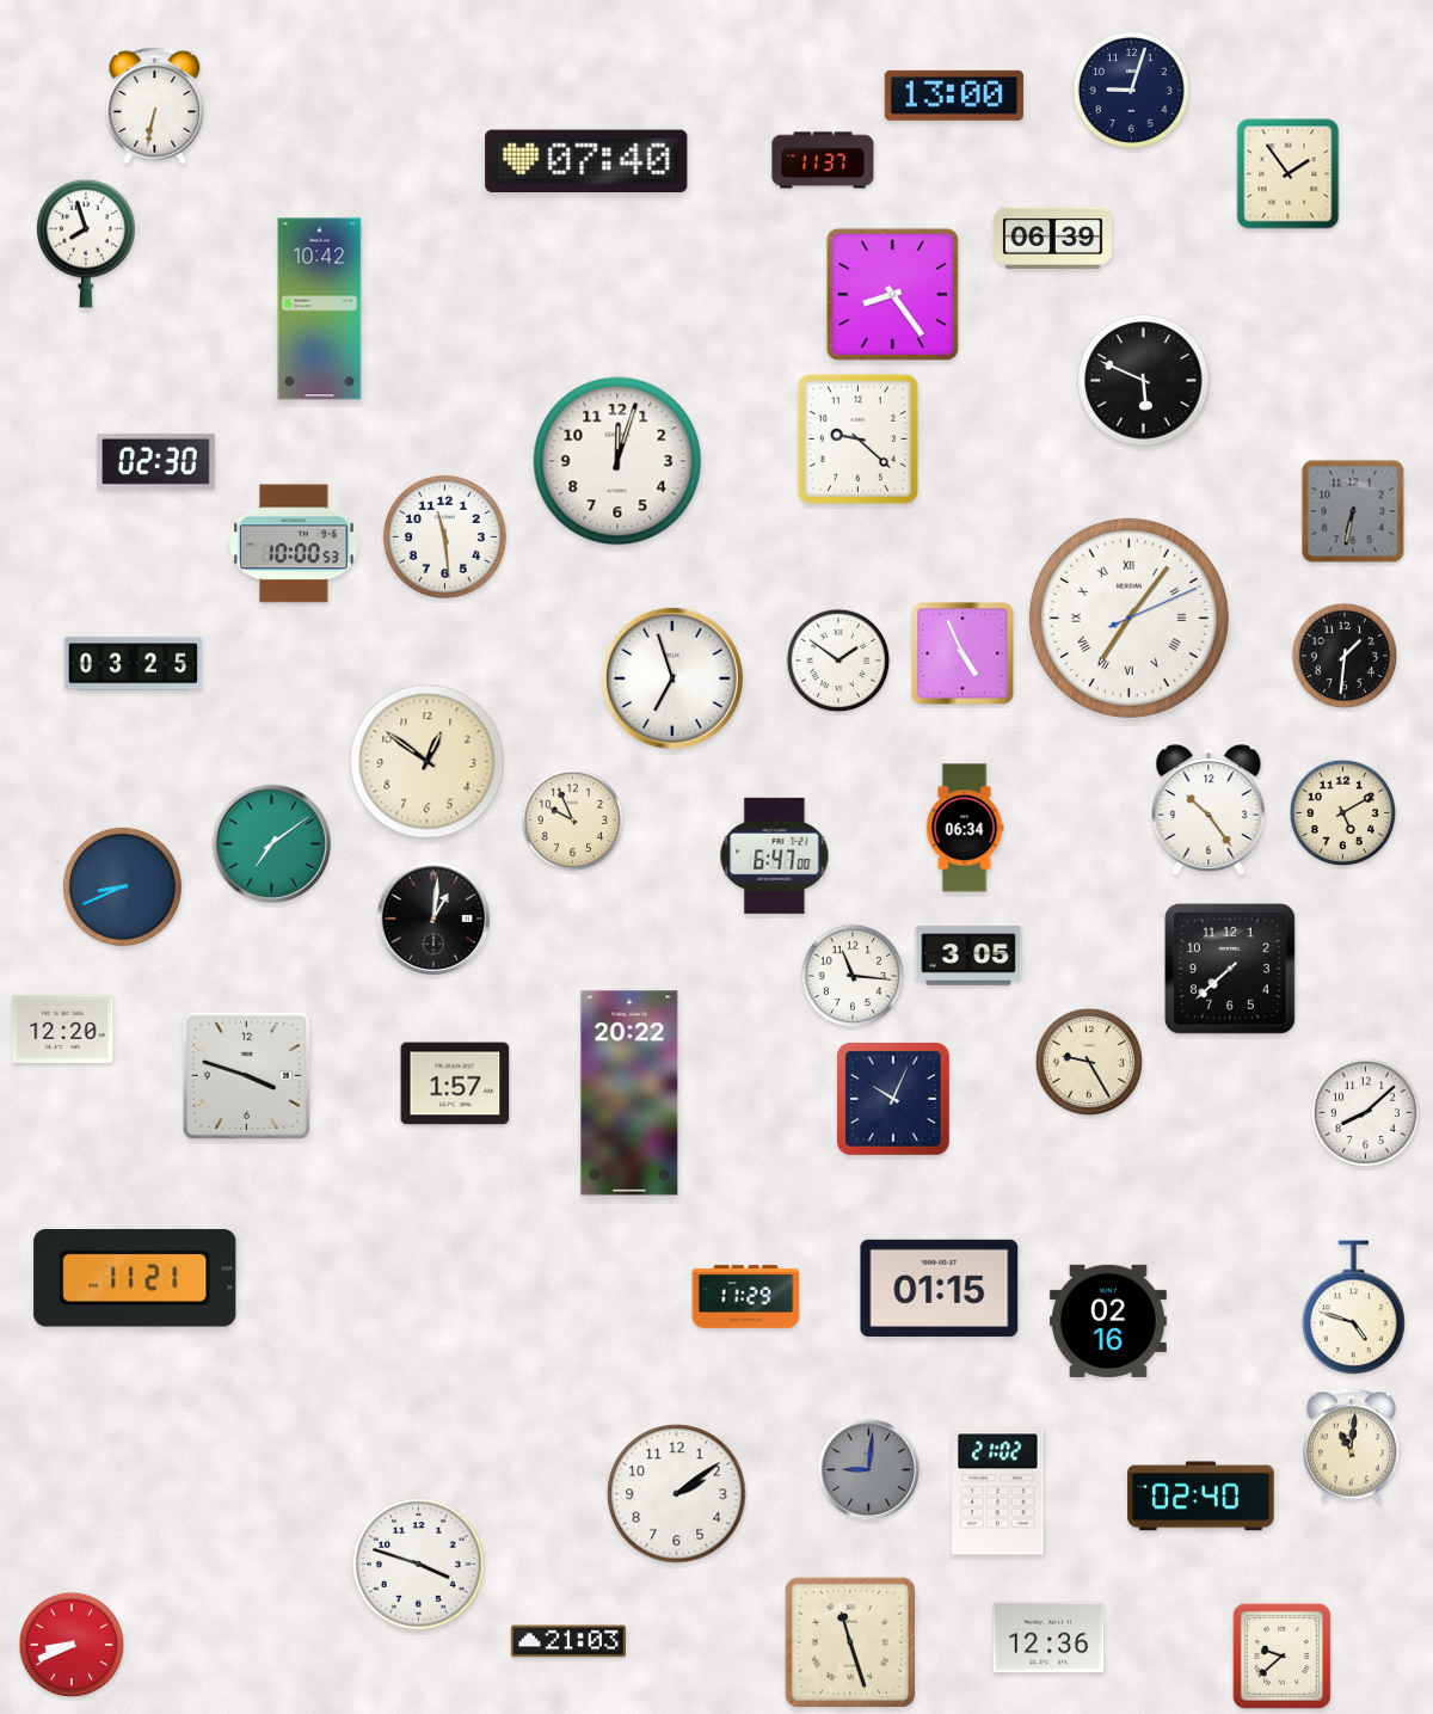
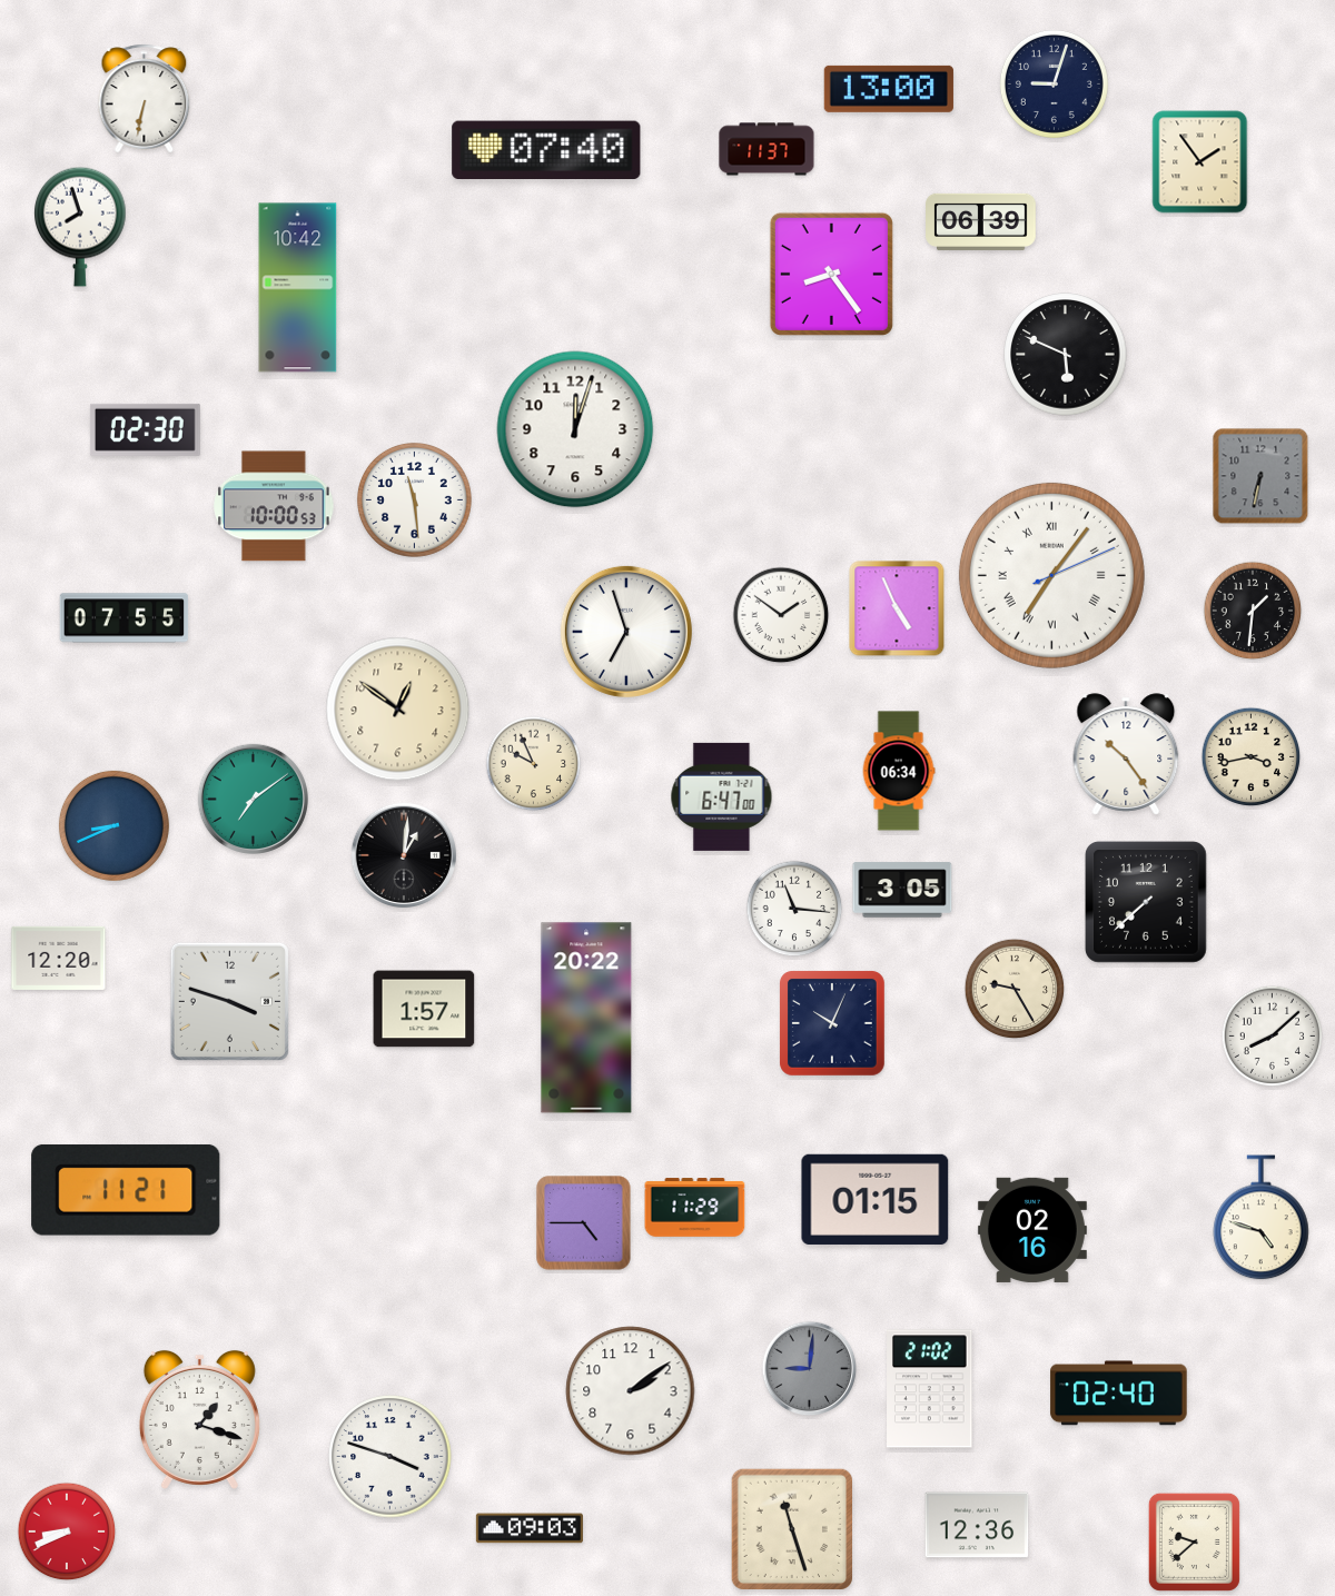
clock at (857, 438): 9:22 -> none
clock at (134, 664): 03:25 -> 07:55
clock at (1343, 813): 5:10 -> 3:43
clock at (271, 843) position: (271, 843) -> (253, 799)
clock at (584, 1223): none -> 4:45
clock at (1351, 1446): 11:01 -> none
clock at (199, 1419): none -> 1:18
clock at (568, 1641): 21:03 -> 09:03
